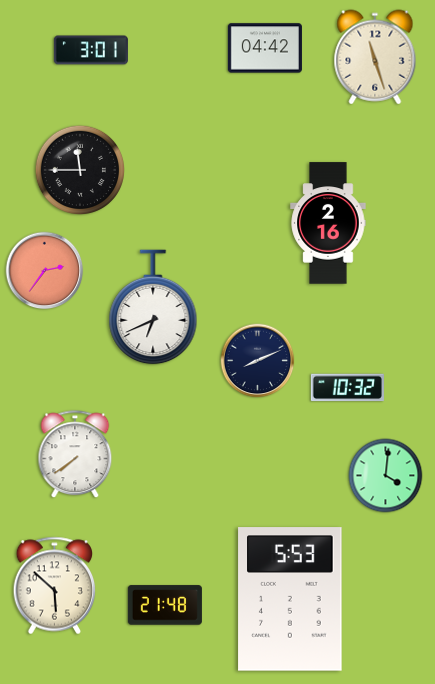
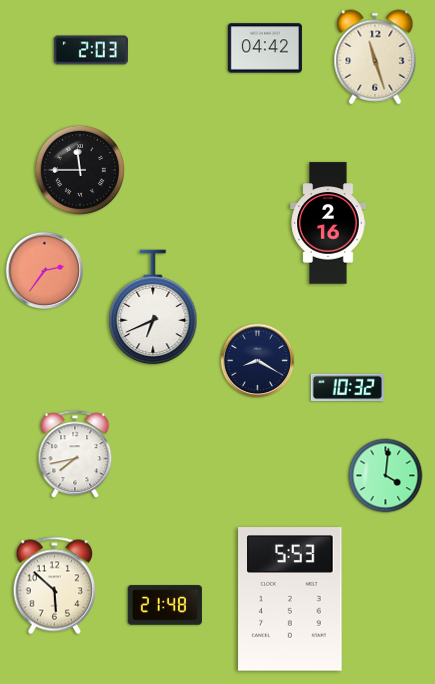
clock at (91, 50): 3:01 -> 2:03
clock at (258, 361): 8:11 -> 8:20
clock at (75, 455): 7:39 -> 7:43
